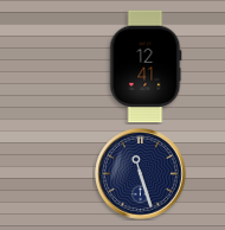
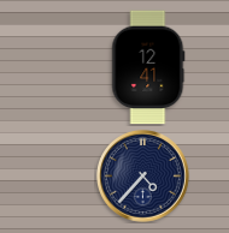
clock at (141, 174): 11:27 -> 4:37
